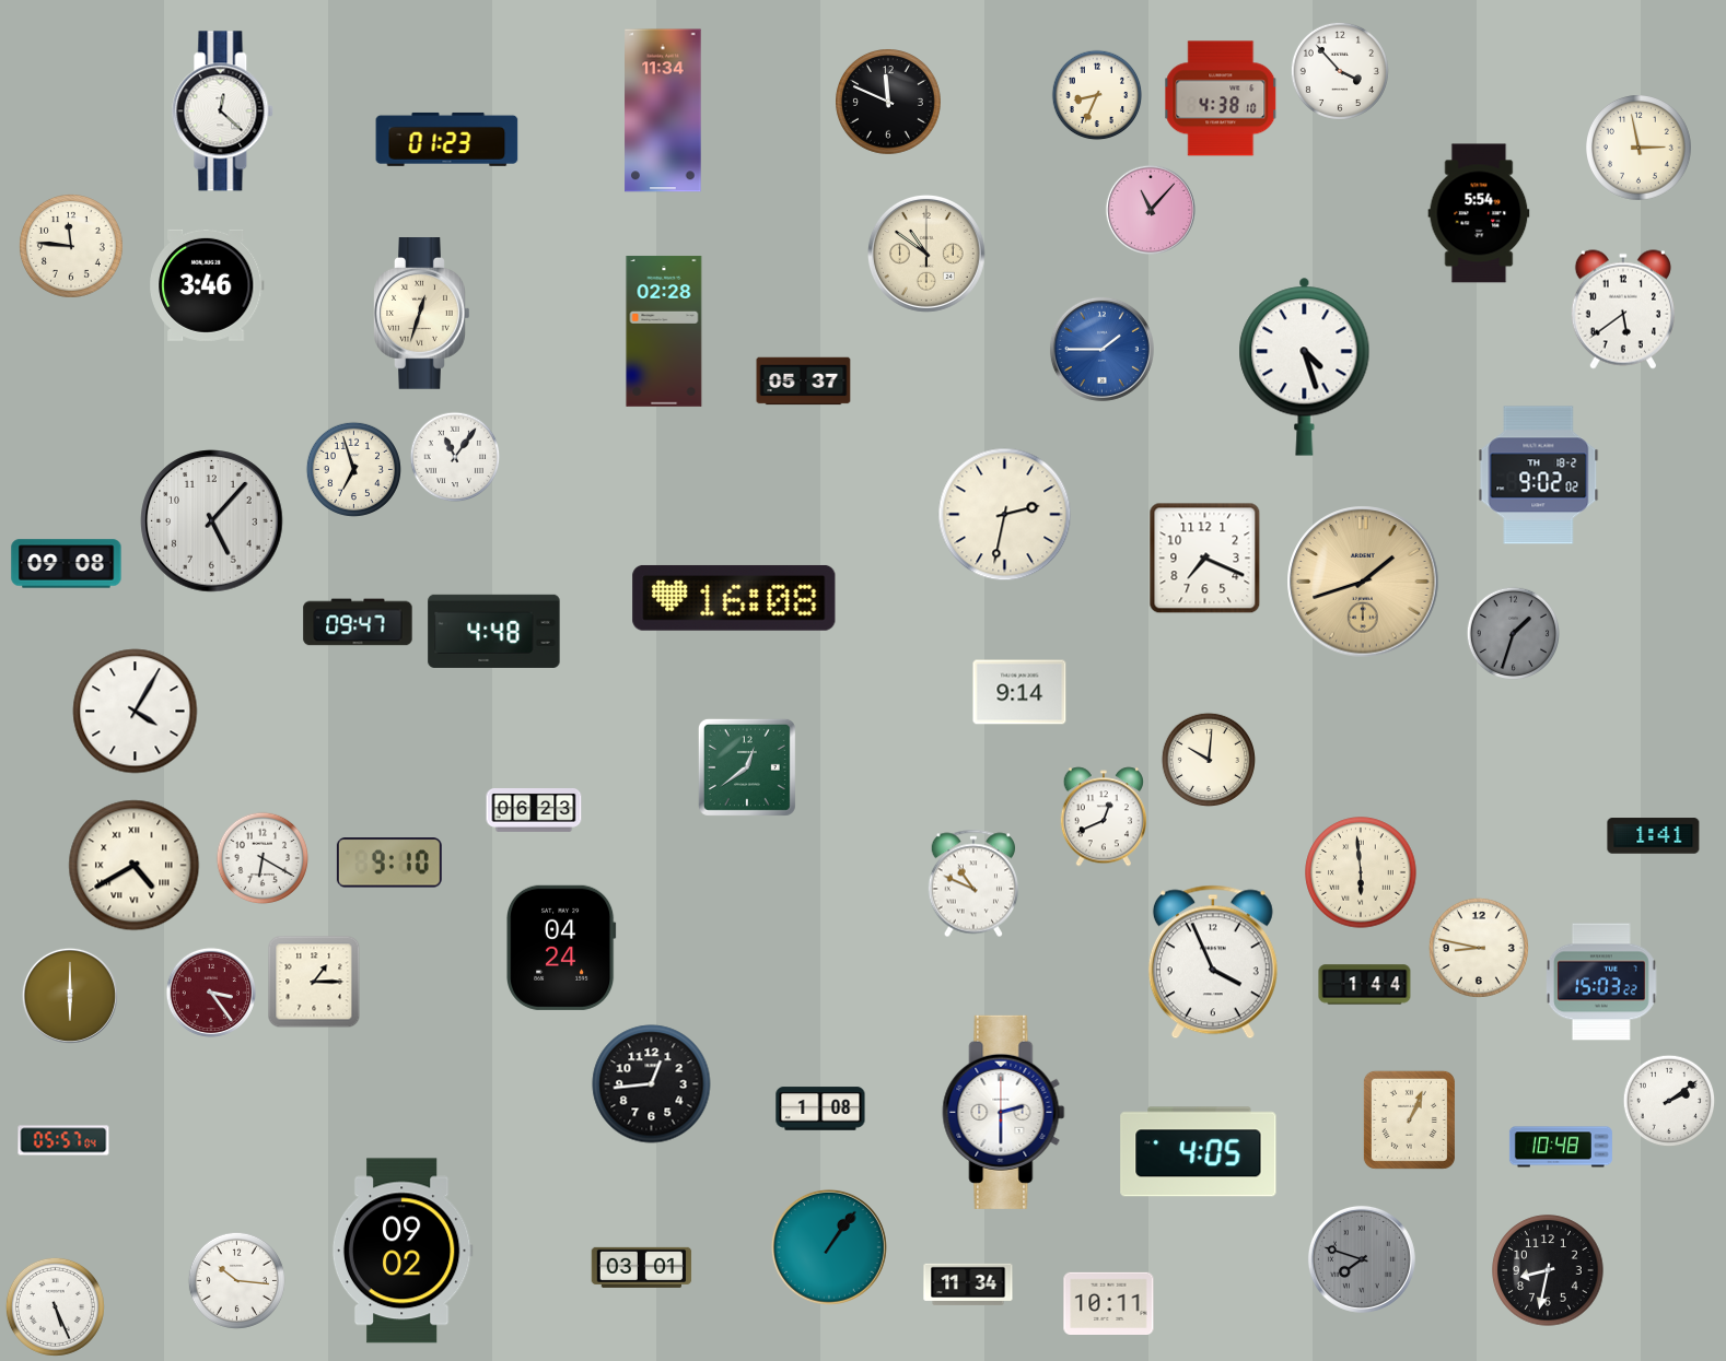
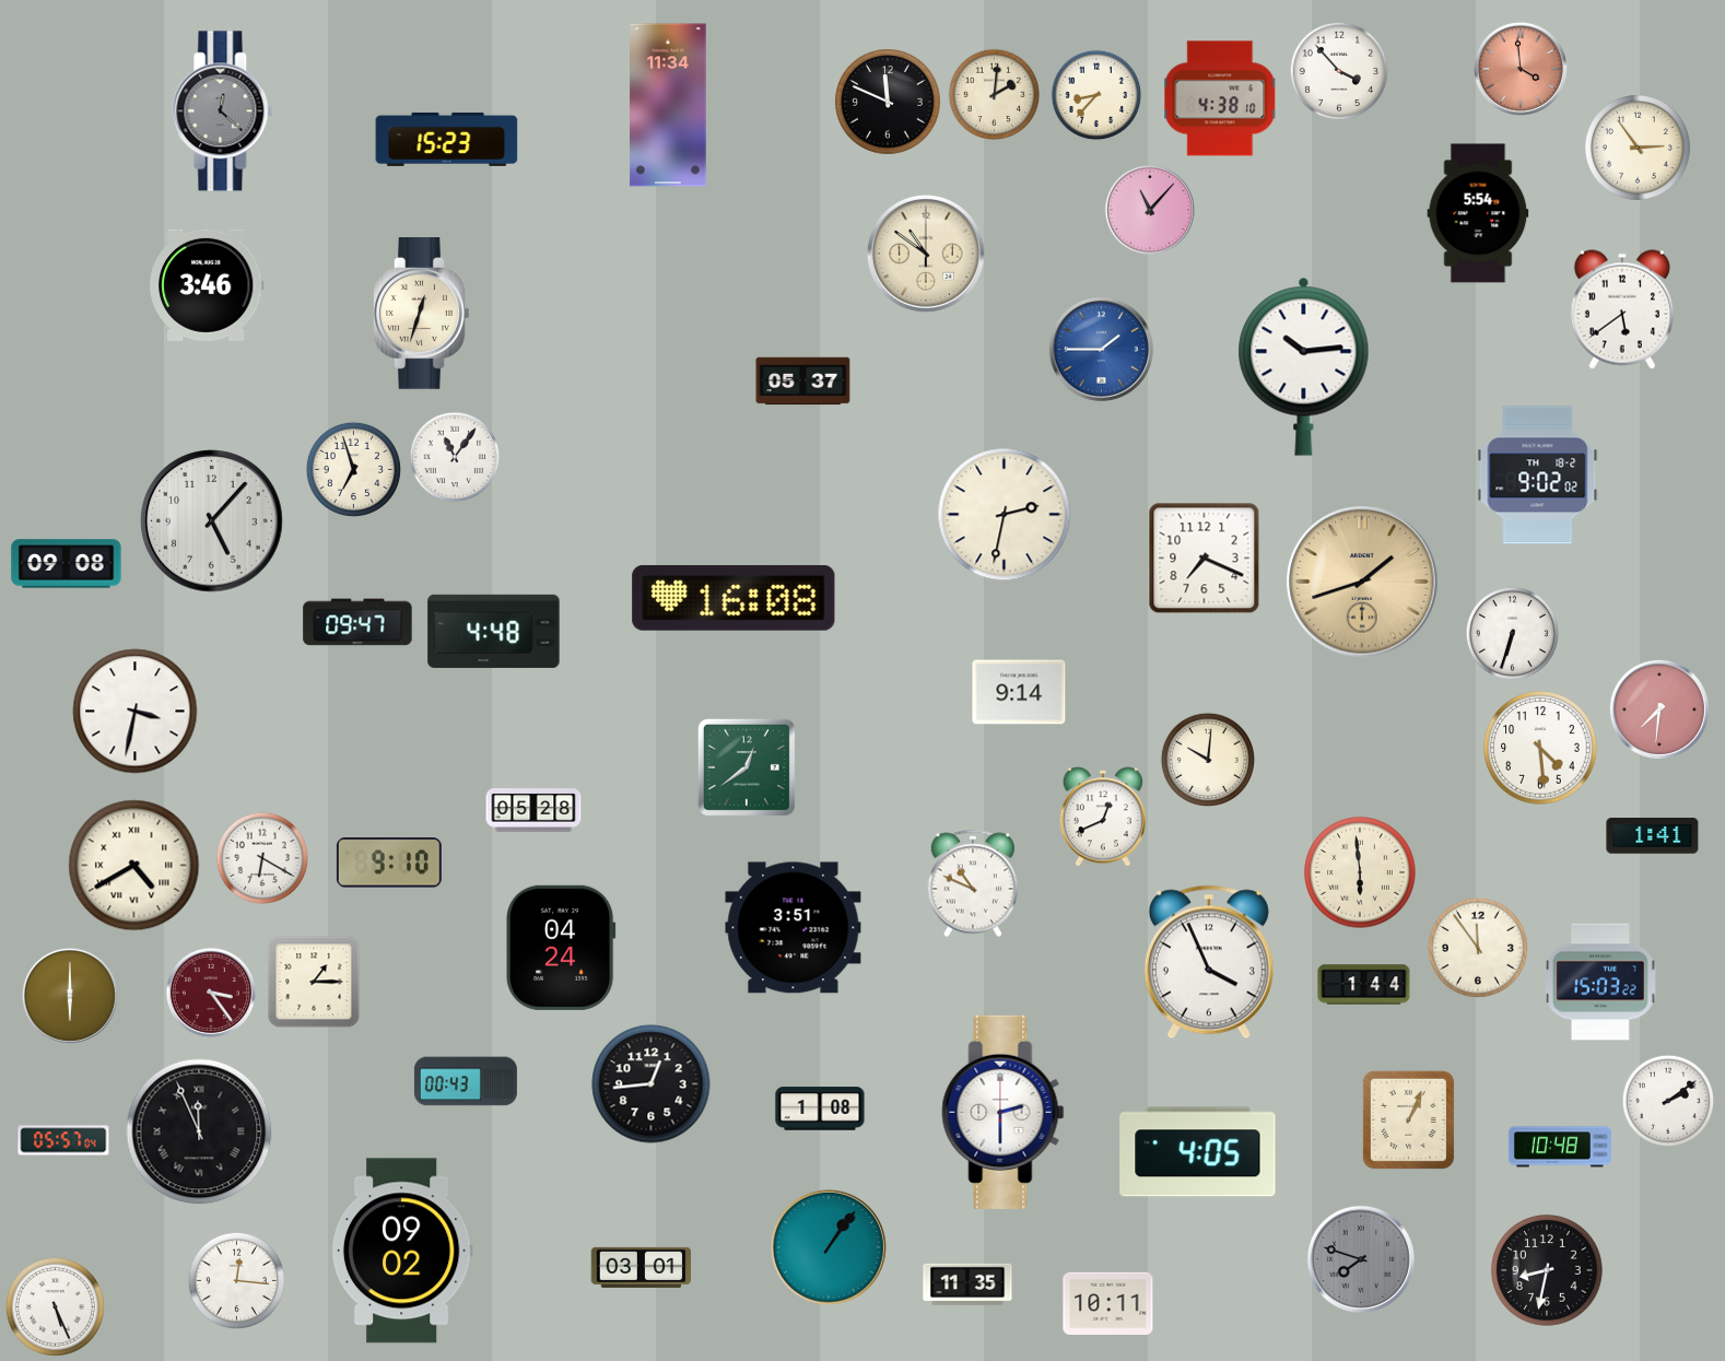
clock at (1521, 69): none -> 3:59
clock at (995, 95): none -> 2:01
clock at (1097, 95): 8:34 -> 8:37
clock at (663, 110) position: (663, 110) -> (668, 105)
clock at (223, 112) dial: white -> grey
clock at (447, 139): 01:23 -> 15:23
clock at (1640, 149): 2:58 -> 2:54
clock at (71, 246): 11:46 -> none
clock at (664, 331): 02:28 -> none
clock at (1305, 366): 4:27 -> 10:14
clock at (1513, 633): 1:33 -> 6:33
clock at (1513, 633) dial: grey -> white
clock at (1659, 709): none -> 7:31
clock at (136, 712): 4:05 -> 3:32
clock at (1540, 748): none -> 4:29
clock at (534, 811): 06:23 -> 05:28
clock at (794, 928): none -> 3:51
clock at (1479, 948): 8:47 -> 11:54
clock at (1213, 962) position: (1213, 962) -> (1209, 962)
clock at (466, 1081): none -> 00:43
clock at (199, 1131): none -> 11:56
clock at (236, 1280): 10:16 -> 12:16
clock at (968, 1284): 11:34 -> 11:35
